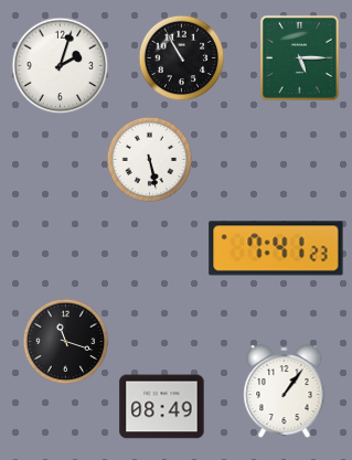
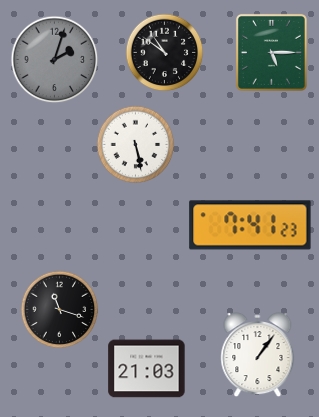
clock at (181, 57): 10:55 -> 10:51
clock at (60, 65) dial: white -> grey
clock at (162, 407): 08:49 -> 21:03
